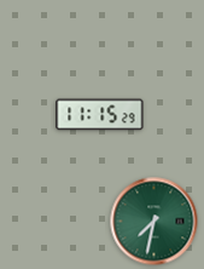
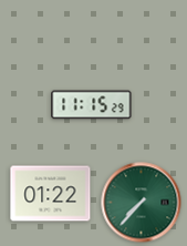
clock at (51, 194): none -> 01:22
clock at (155, 222): 7:32 -> 7:37
